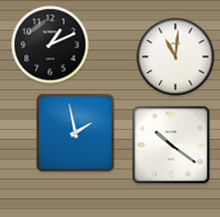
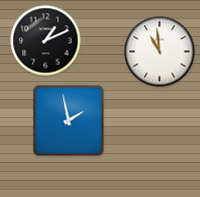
clock at (176, 57): 11:01 -> 10:59
clock at (172, 145): 10:21 -> none
